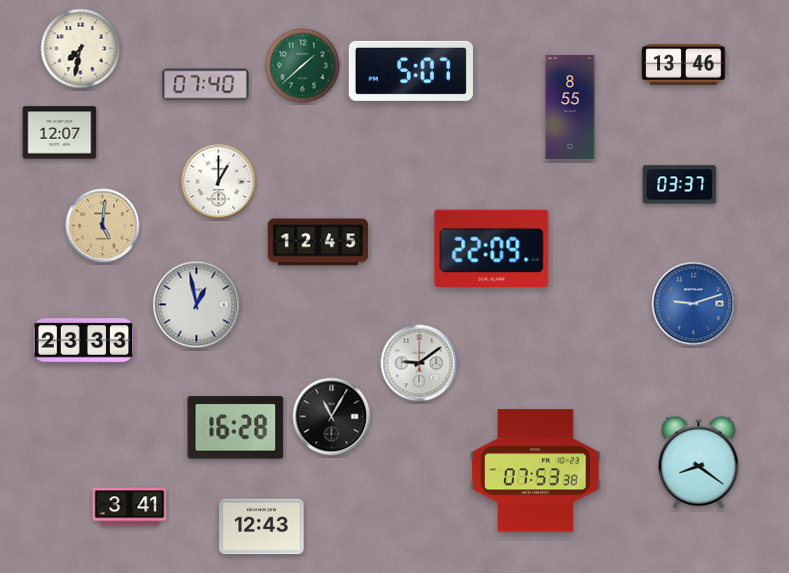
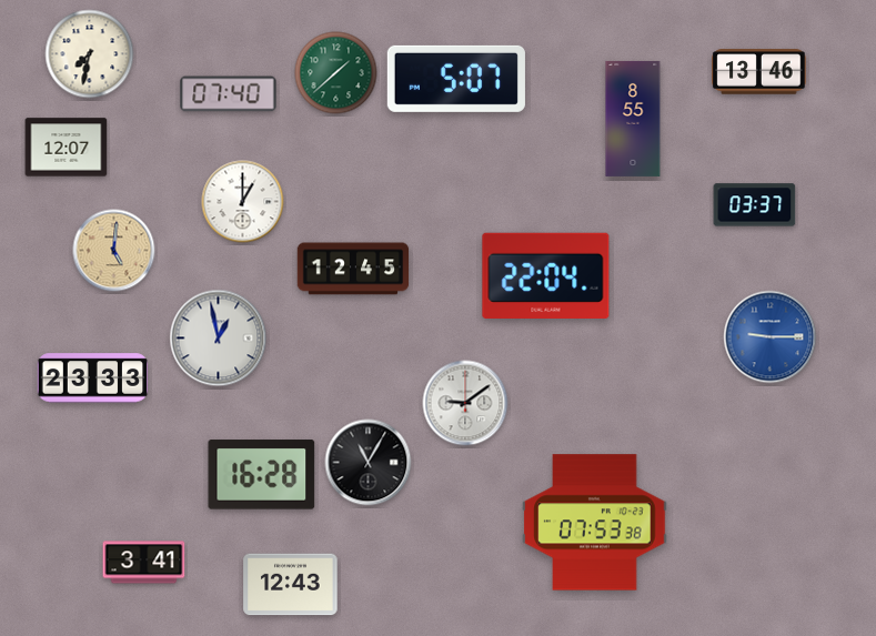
clock at (492, 248): 22:09 -> 22:04
clock at (694, 304): 9:12 -> 9:15
clock at (699, 462): 8:21 -> none
